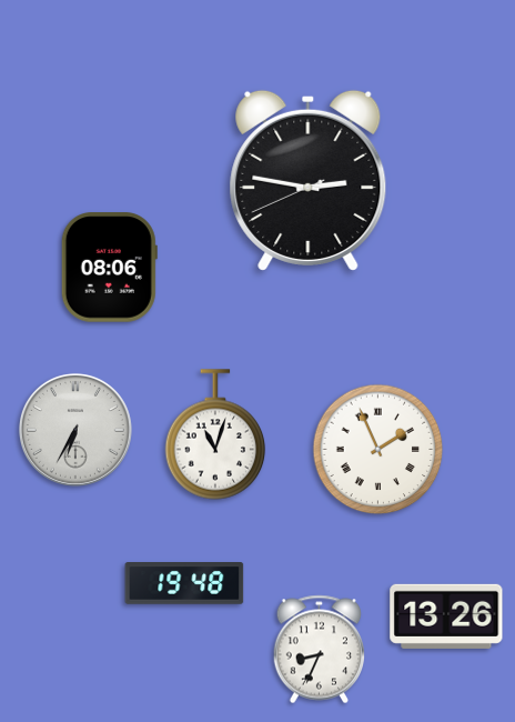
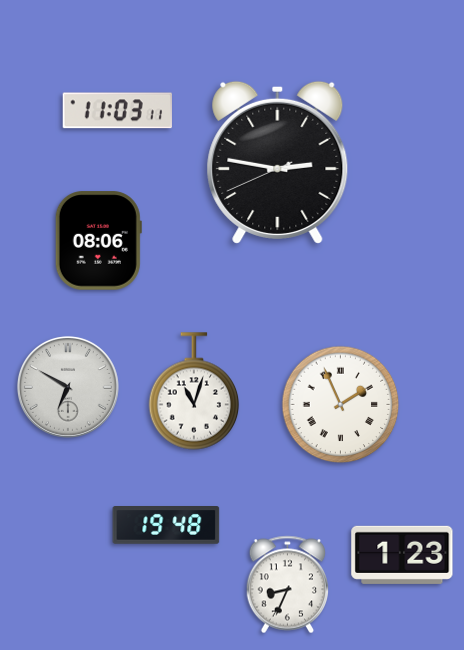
clock at (117, 111): none -> 11:03
clock at (75, 430): 6:35 -> 6:50
clock at (446, 616): 13:26 -> 1:23
